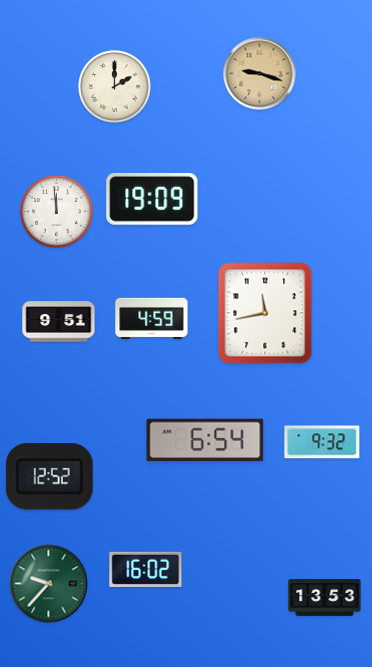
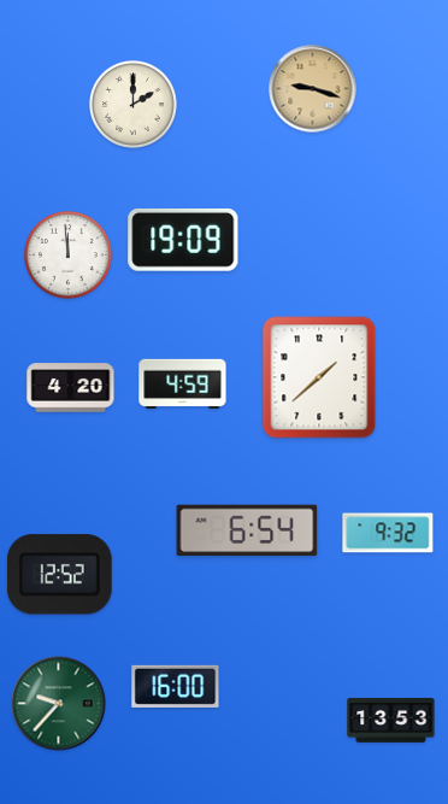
clock at (115, 87) position: (115, 87) -> (134, 105)
clock at (265, 313): 11:43 -> 1:38
clock at (59, 322): 9:51 -> 4:20
clock at (146, 569): 16:02 -> 16:00
